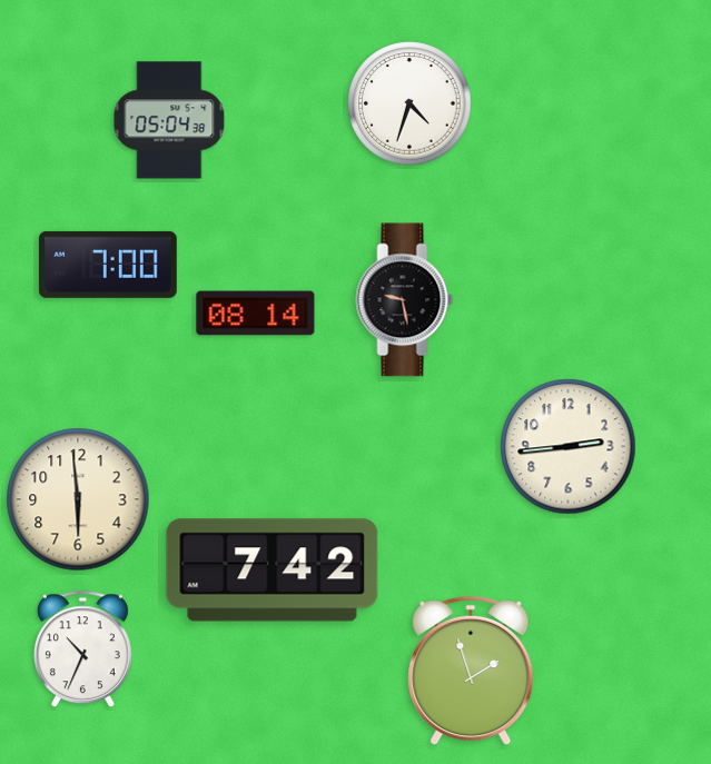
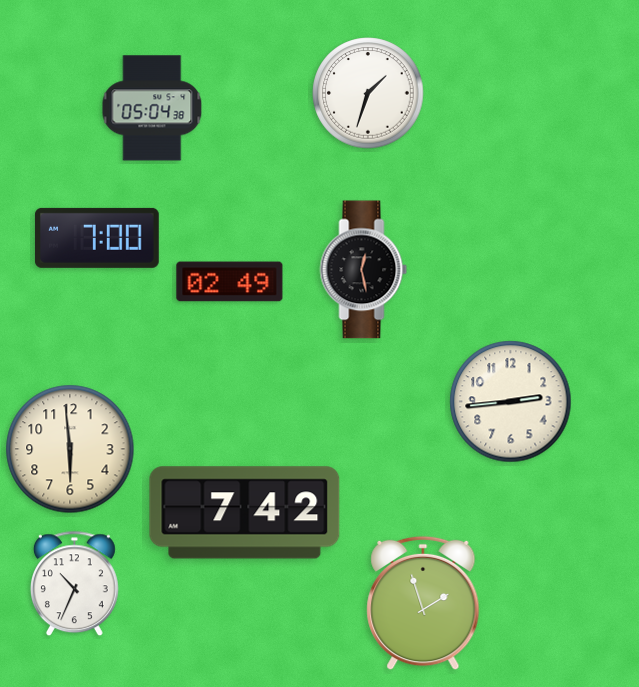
clock at (409, 103): 4:33 -> 1:33
clock at (405, 300): 9:28 -> 12:28
clock at (256, 314): 08:14 -> 02:49
